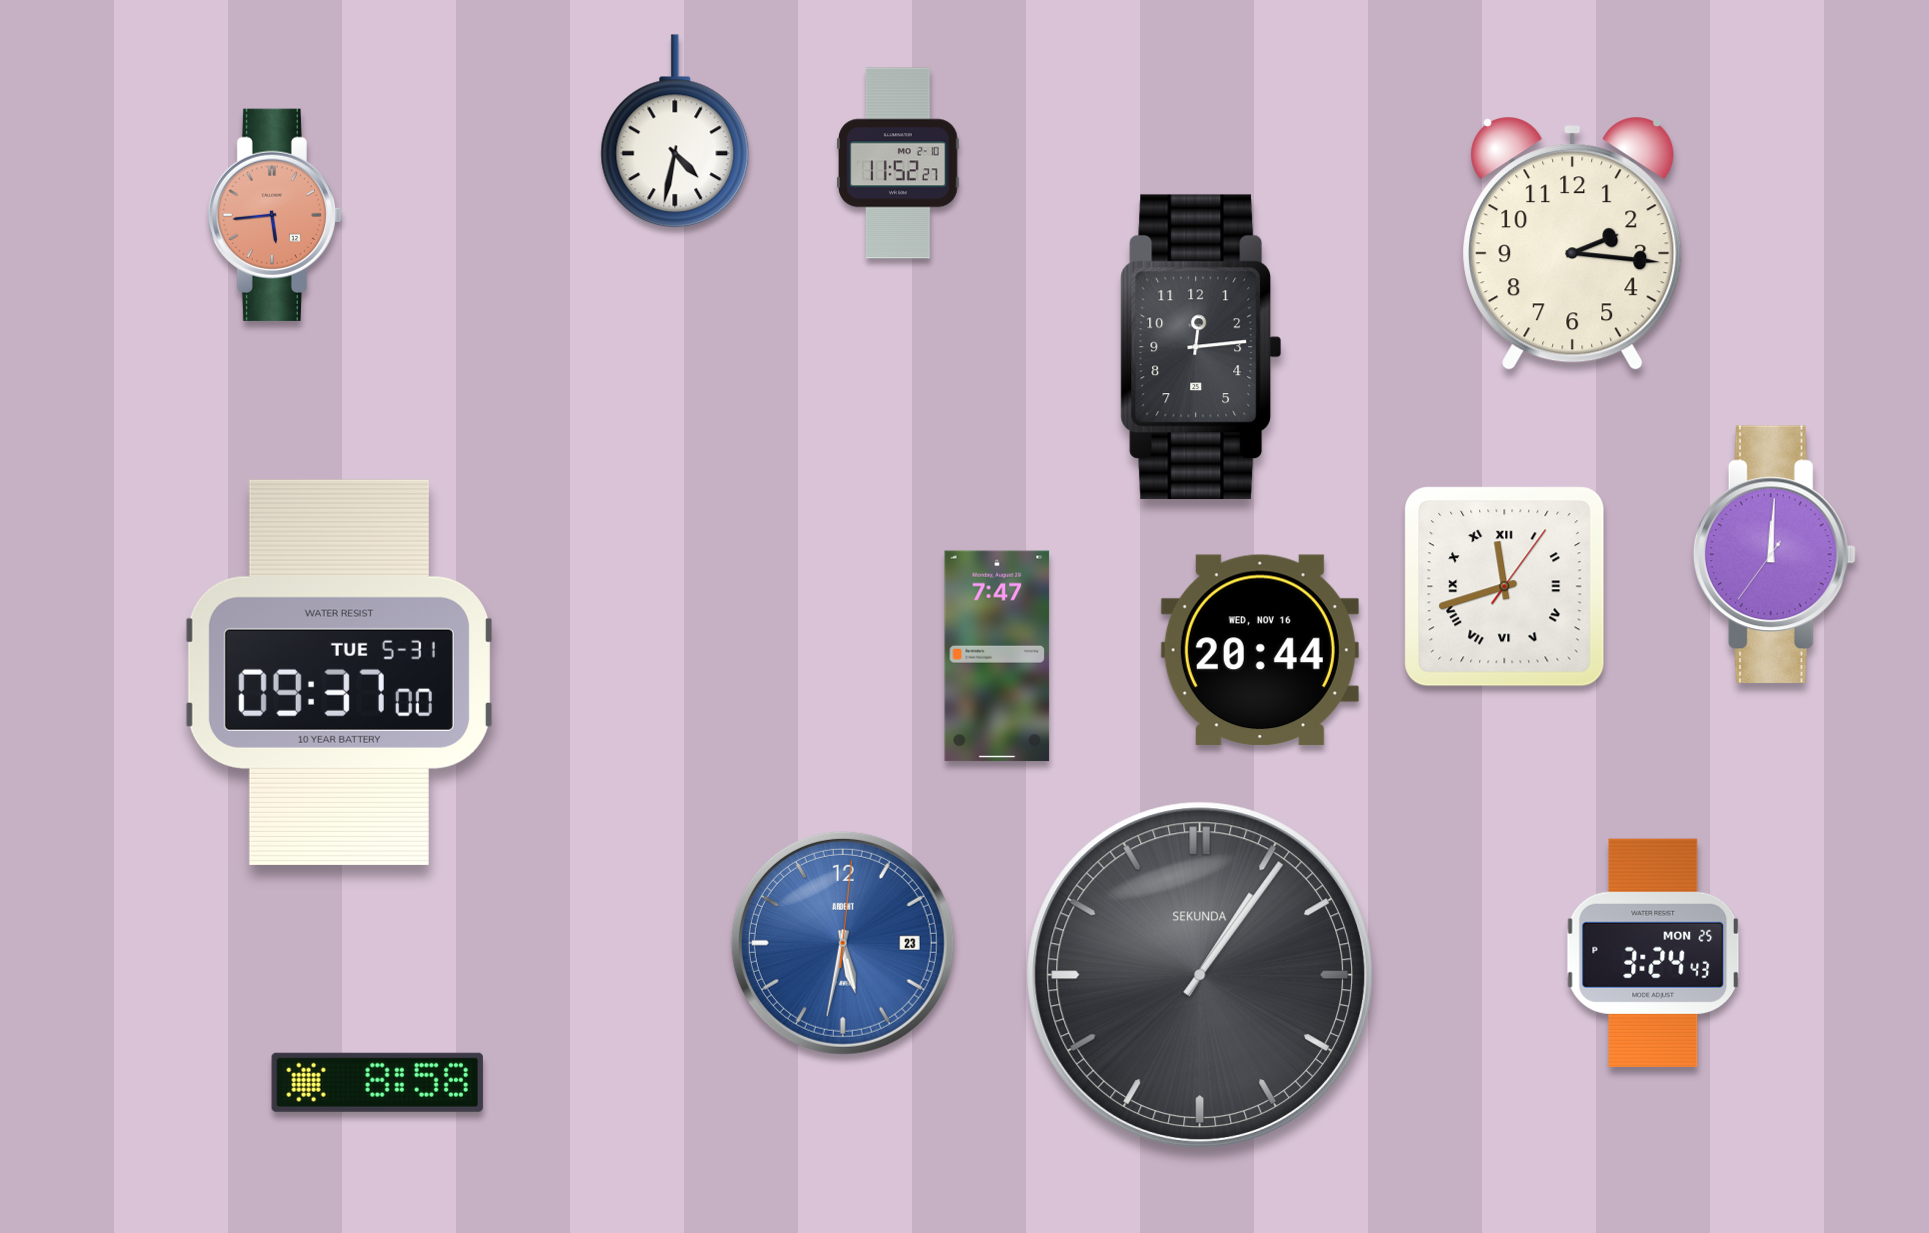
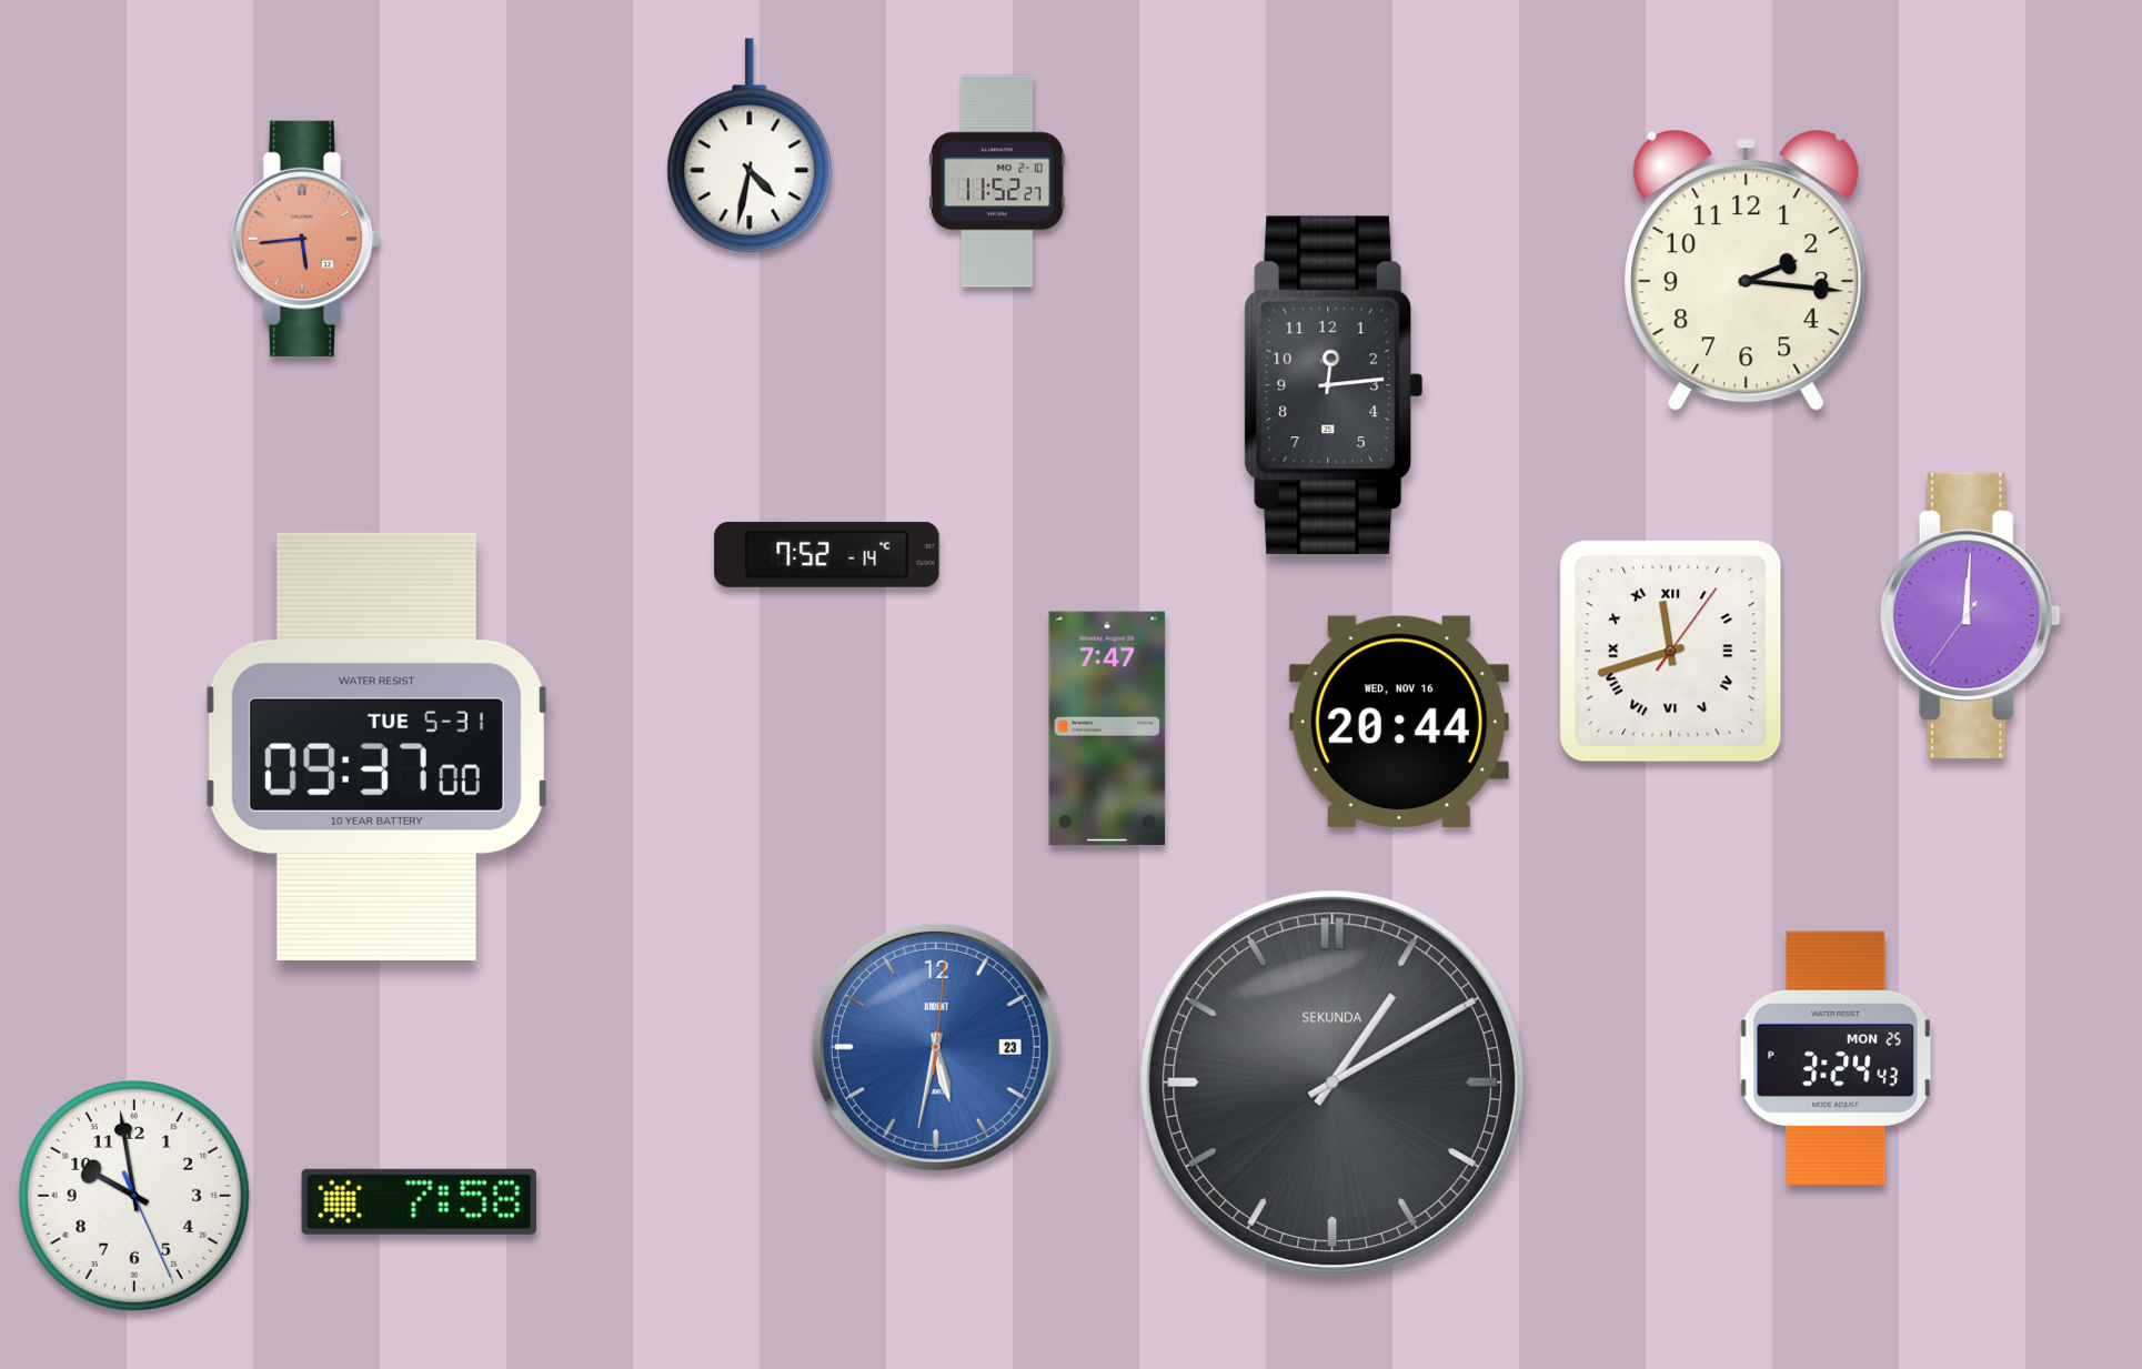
clock at (827, 554): none -> 7:52
clock at (1199, 974): 1:06 -> 1:10
clock at (134, 1196): none -> 9:58
clock at (377, 1082): 8:58 -> 7:58
